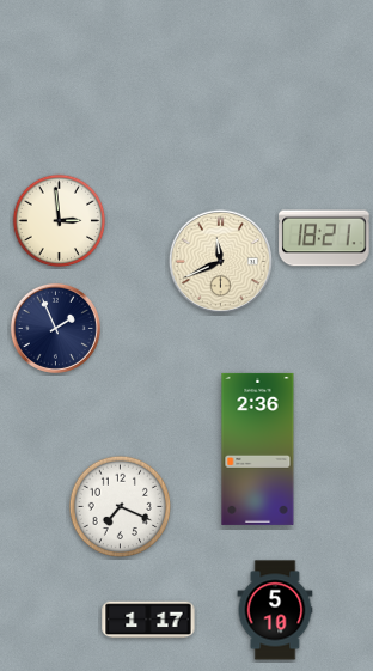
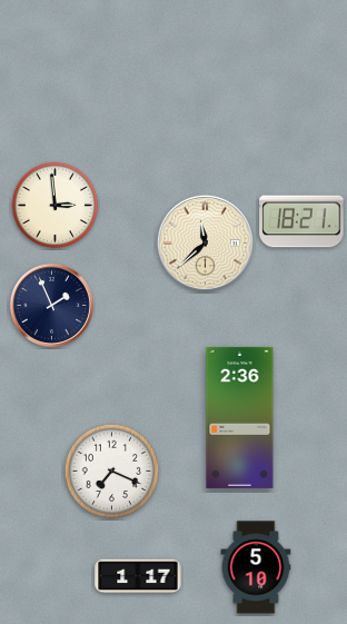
clock at (220, 261): 11:41 -> 11:38
